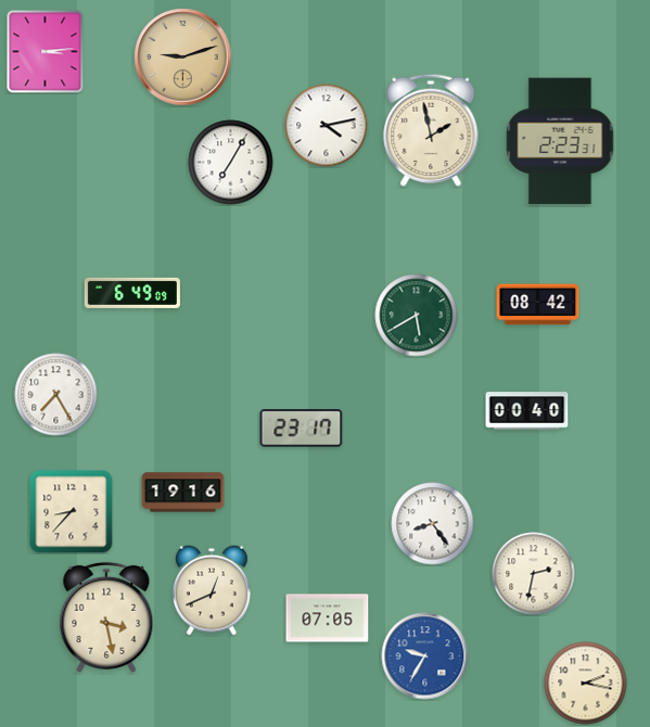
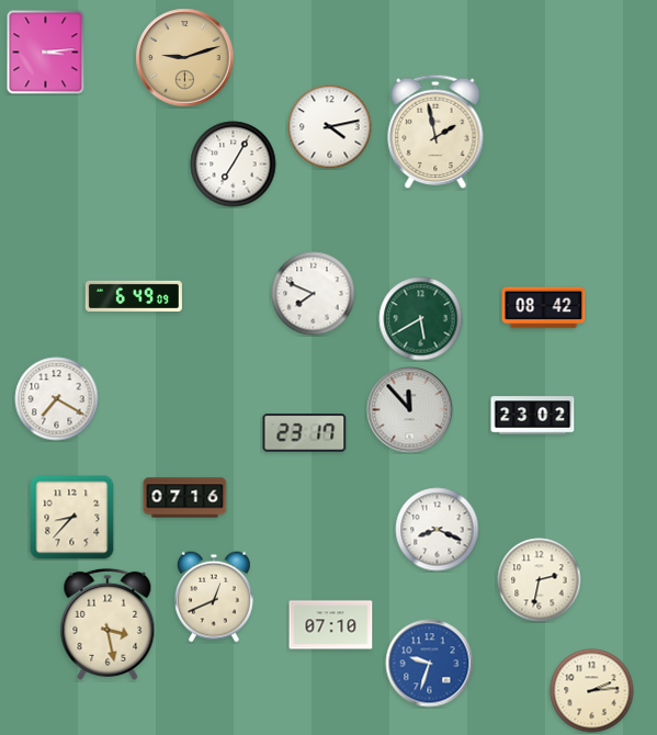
clock at (560, 141): 2:23 -> none
clock at (314, 294): none -> 7:49
clock at (56, 395): 7:25 -> 7:20
clock at (410, 410): none -> 11:53
clock at (527, 411): 00:40 -> 23:02
clock at (183, 493): 19:16 -> 07:16
clock at (433, 524): 8:24 -> 8:19
clock at (328, 618): 07:05 -> 07:10
clock at (425, 656): 9:35 -> 9:33
clock at (586, 684): 2:17 -> 2:14
